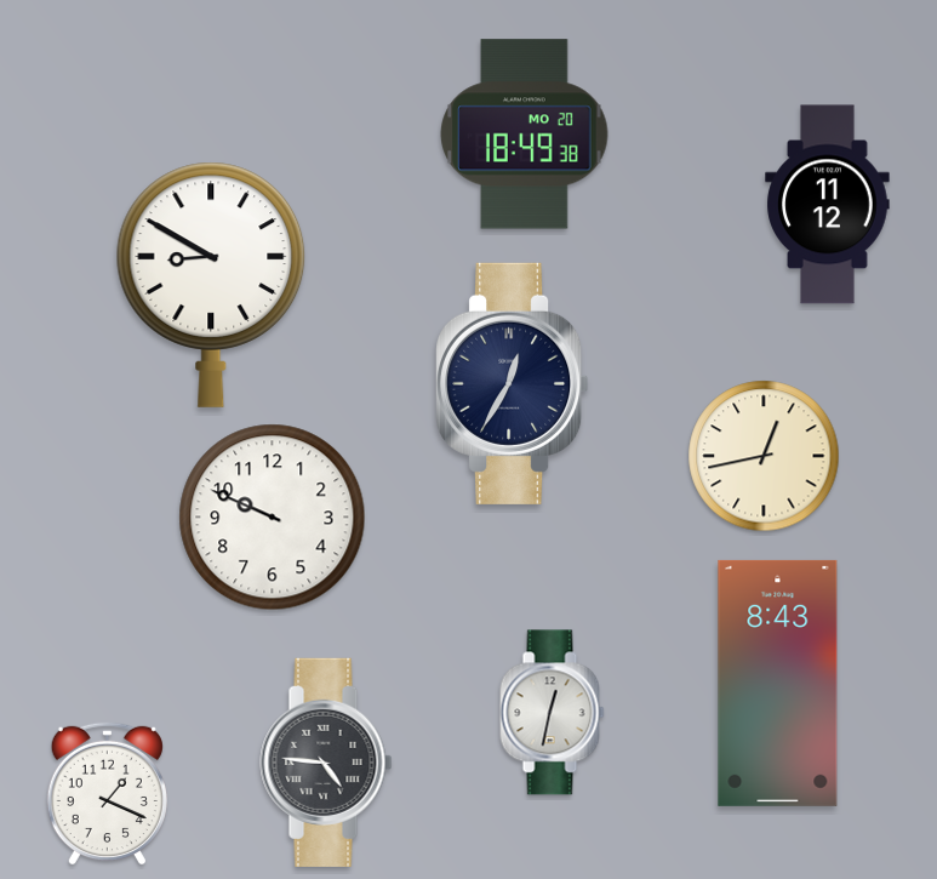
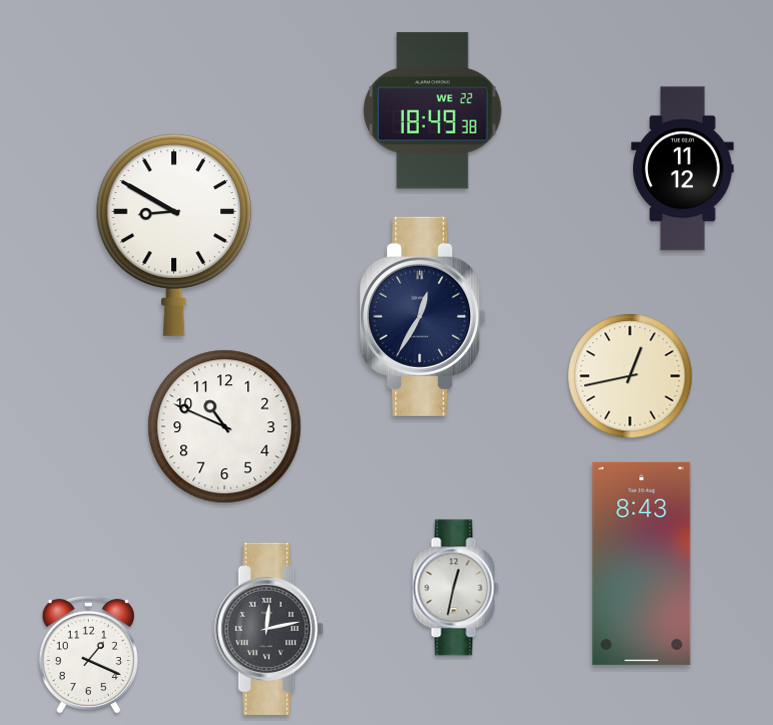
clock at (525, 135) date: MO 20 -> WE 22
clock at (273, 518): 9:49 -> 10:49
clock at (326, 763): 4:46 -> 12:13
